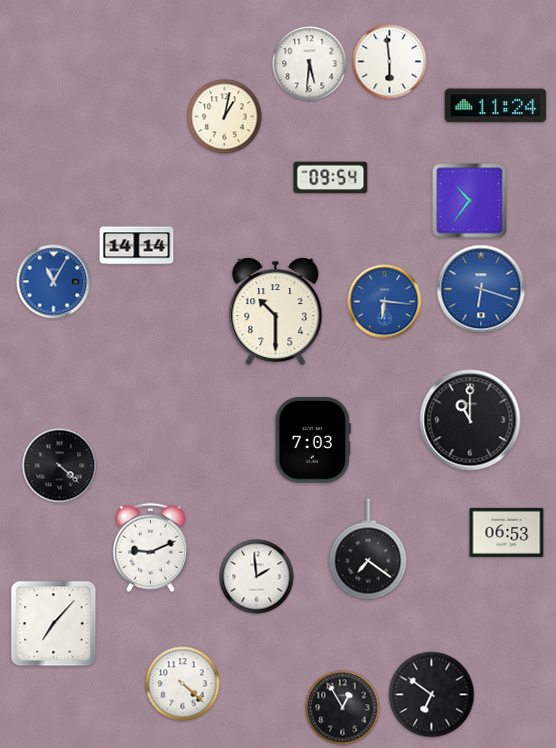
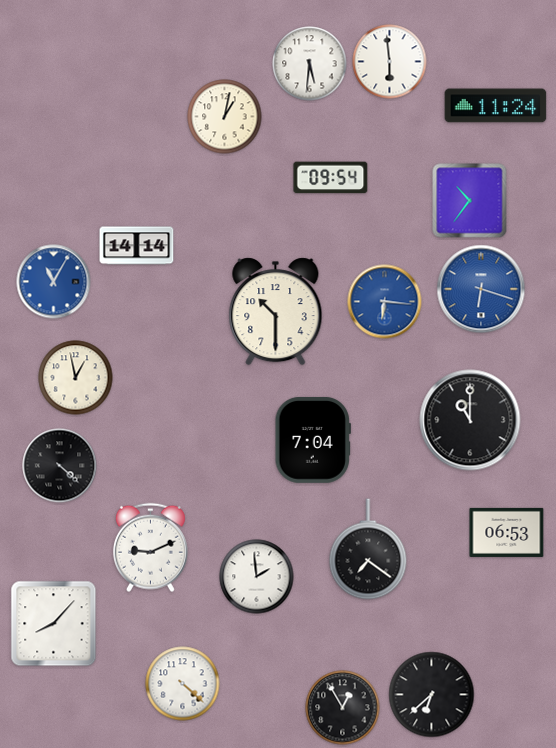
clock at (76, 378): none -> 12:58
clock at (312, 440): 7:03 -> 7:04
clock at (54, 624): 7:07 -> 8:07
clock at (432, 695): 6:51 -> 6:38
